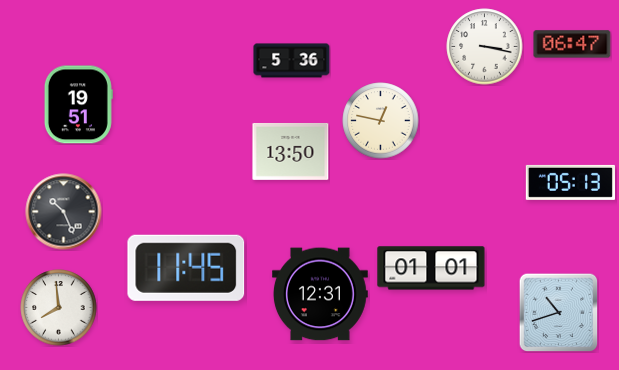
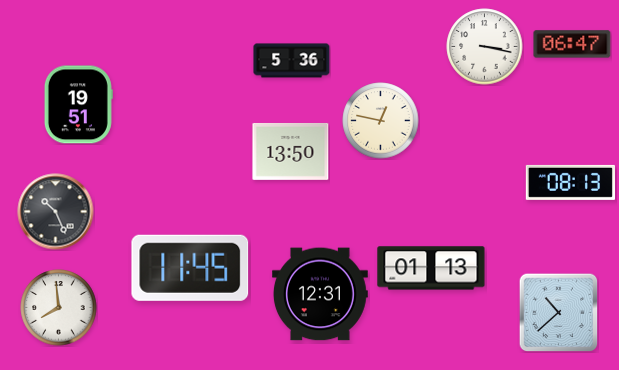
clock at (570, 182): 05:13 -> 08:13
clock at (64, 212) position: (64, 212) -> (56, 212)
clock at (186, 268) position: (186, 268) -> (190, 268)
clock at (431, 268): 01:01 -> 01:13
clock at (558, 312): 10:42 -> 10:38
